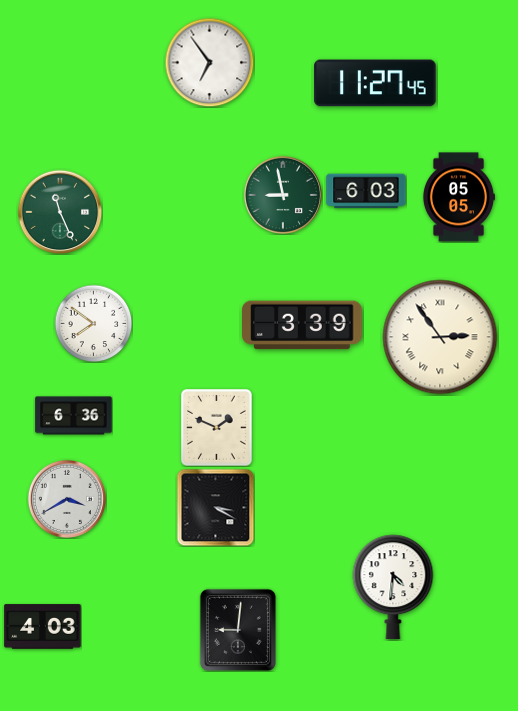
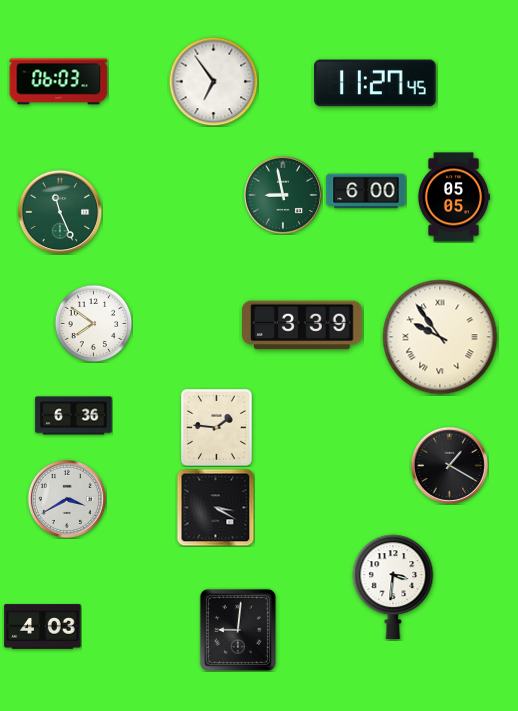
clock at (209, 62) position: (209, 62) -> (213, 81)
clock at (59, 82): none -> 06:03
clock at (366, 191): 6:03 -> 6:00
clock at (458, 197) position: (458, 197) -> (453, 197)
clock at (440, 337): 2:54 -> 9:54
clock at (217, 428): 1:49 -> 1:46
clock at (449, 465): none -> 1:20
clock at (393, 587): 4:31 -> 3:31
